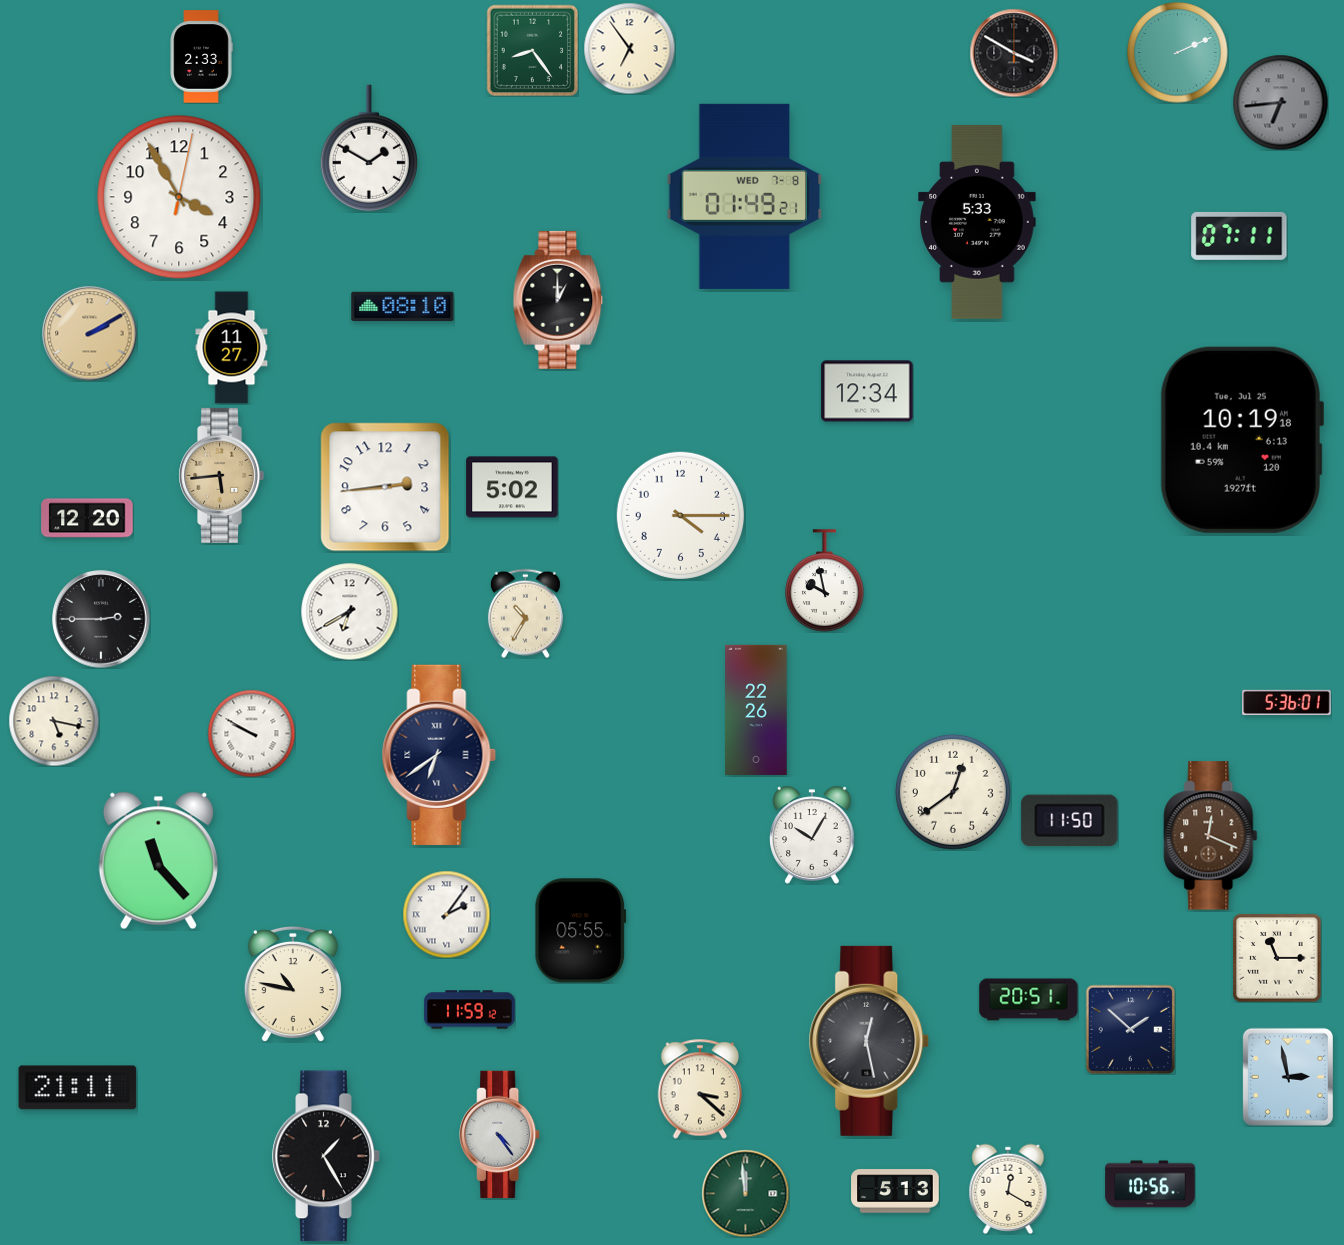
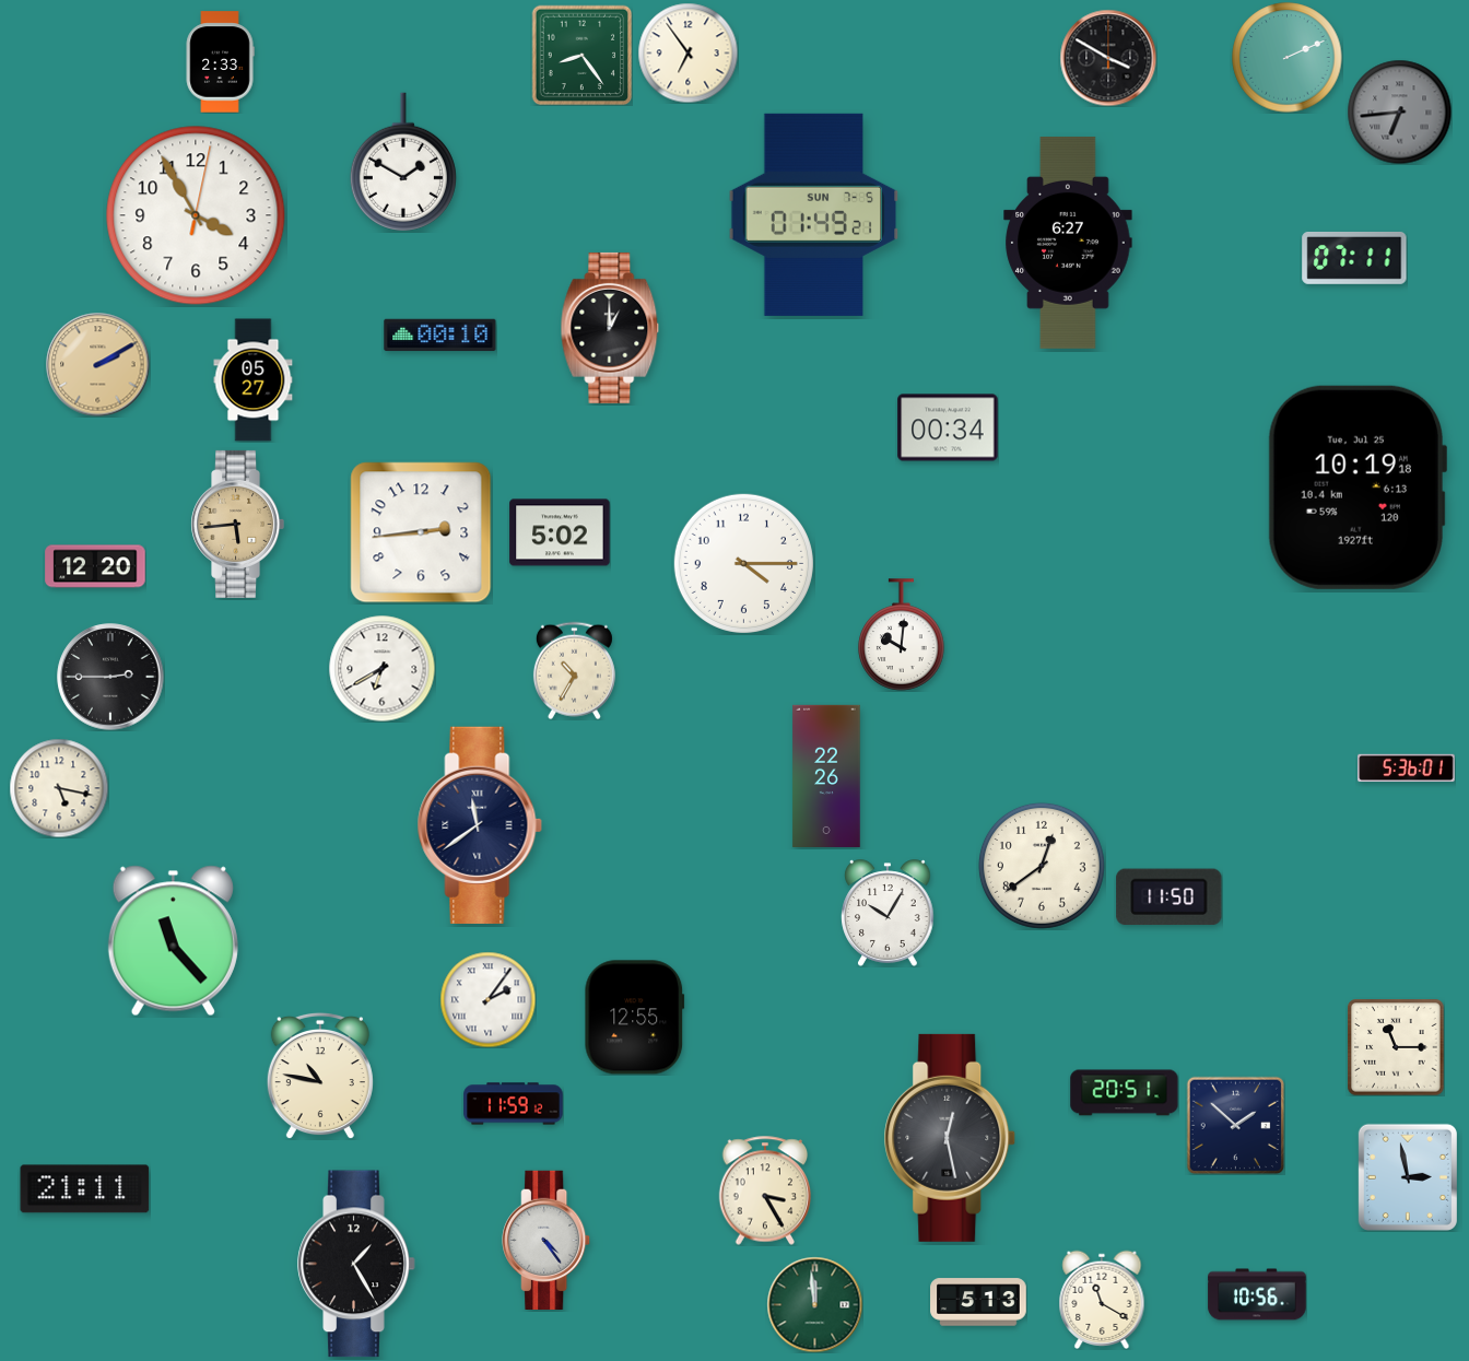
clock at (745, 196) date: WED 7-8 -> SUN 7-5
clock at (977, 222): 5:33 -> 6:27
clock at (403, 307): 08:10 -> 00:10
clock at (232, 348): 11:27 -> 05:27
clock at (867, 391): 12:34 -> 00:34
clock at (1241, 440) position: (1241, 440) -> (1356, 488)
clock at (221, 475) position: (221, 475) -> (237, 524)
clock at (825, 581): 9:58 -> 10:01
clock at (251, 733): 9:50 -> none
clock at (439, 755): 6:39 -> 11:39
clock at (1211, 836): 12:19 -> none
clock at (581, 931): 05:55 -> 12:55
clock at (700, 1089): 3:22 -> 3:25
clock at (1008, 1188): 12:20 -> 11:20
